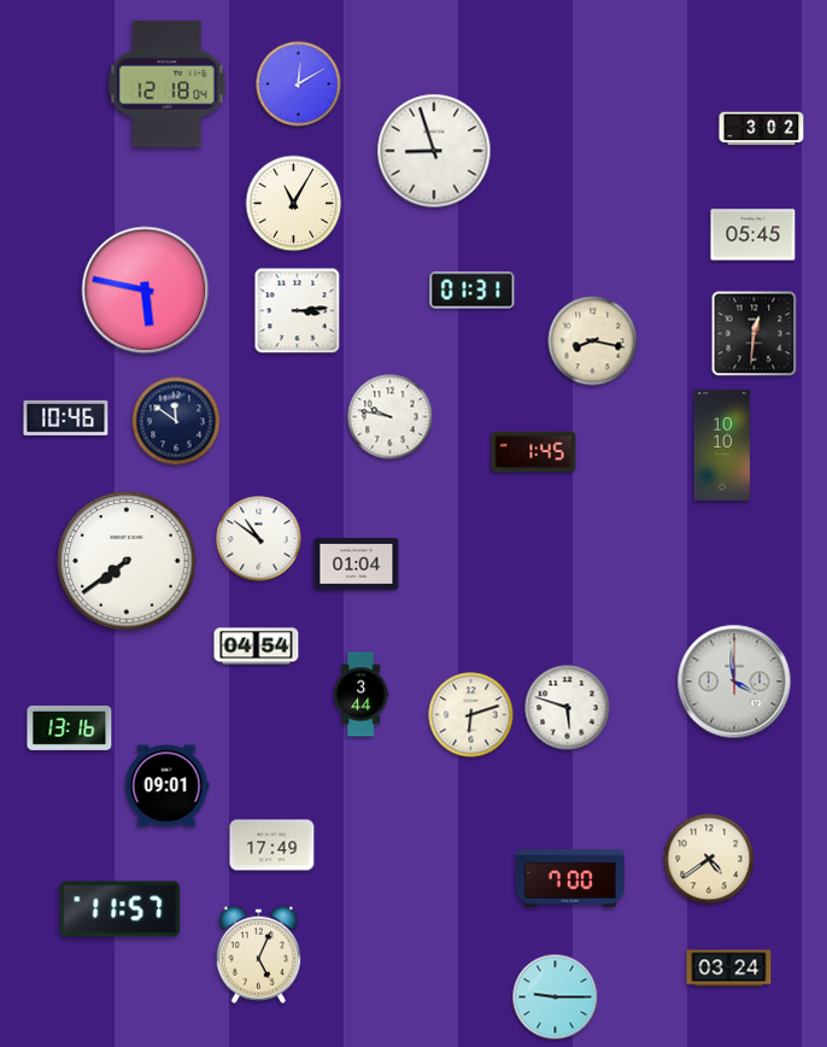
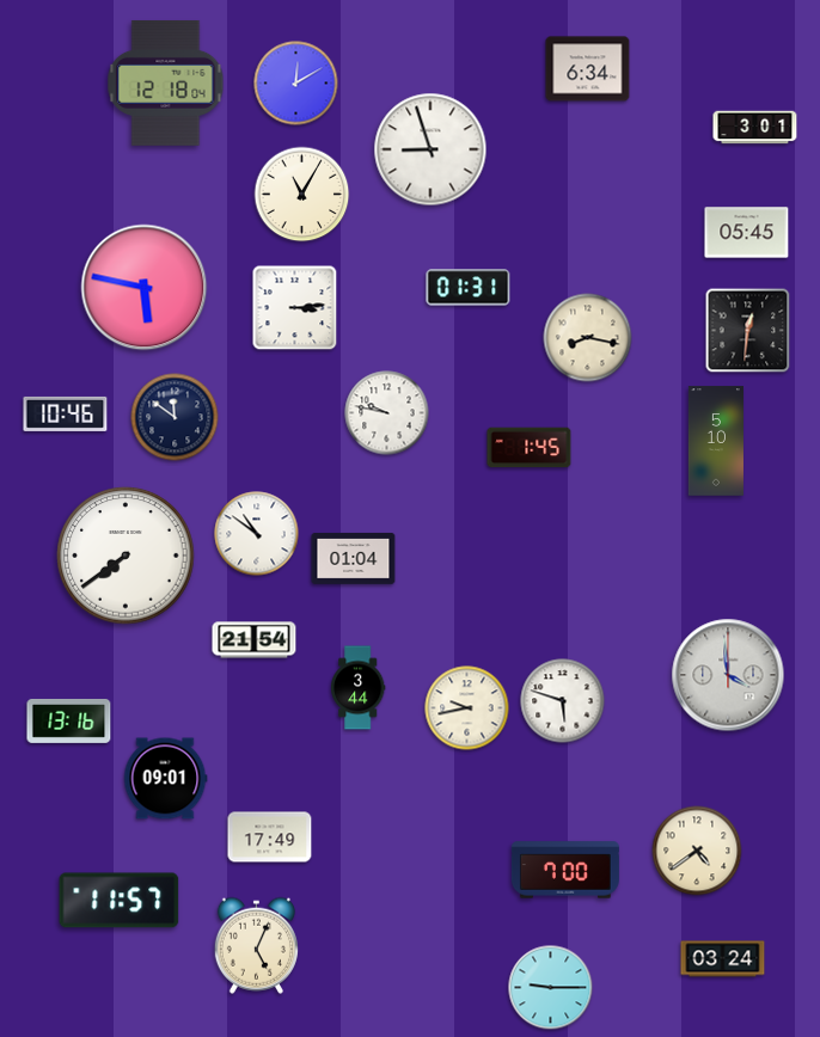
clock at (588, 69): none -> 6:34
clock at (762, 129): 3:02 -> 3:01
clock at (294, 204) position: (294, 204) -> (302, 195)
clock at (722, 445): 10:10 -> 5:10
clock at (257, 647): 04:54 -> 21:54
clock at (471, 715): 6:12 -> 9:43
clock at (709, 859) position: (709, 859) -> (697, 851)
